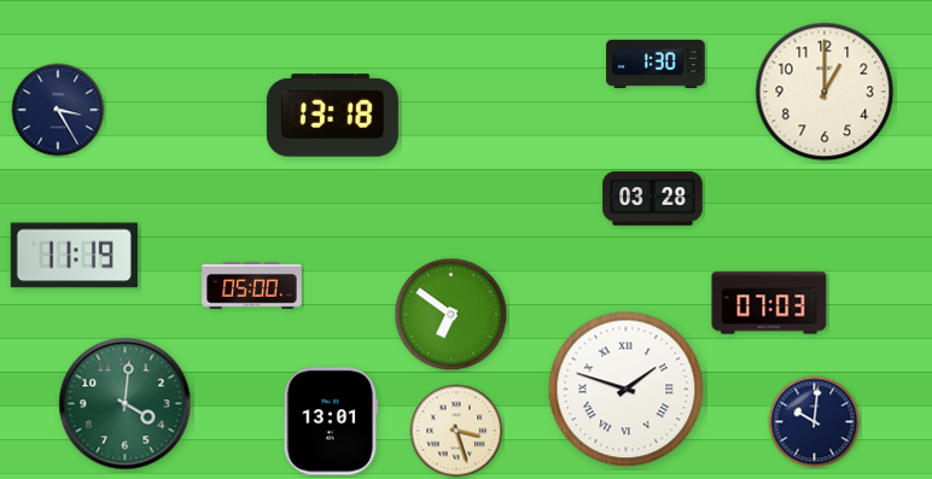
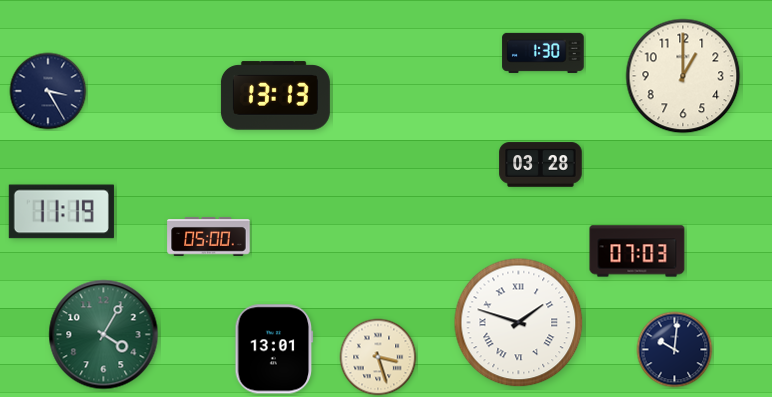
clock at (332, 116): 13:18 -> 13:13
clock at (452, 315): 6:51 -> none
clock at (126, 404): 4:01 -> 4:05
